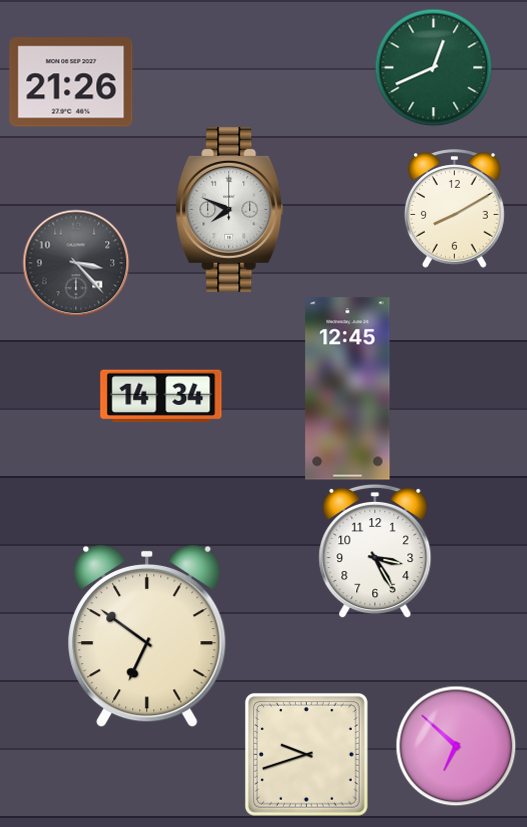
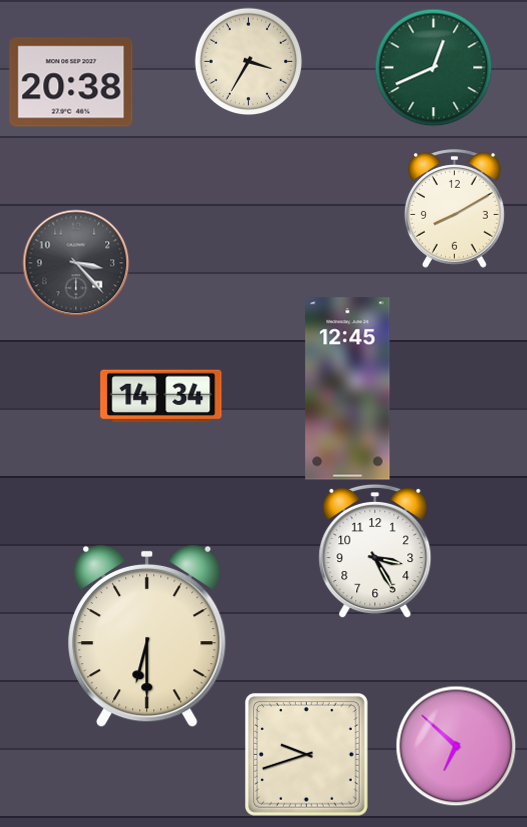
clock at (248, 61): none -> 3:35
clock at (71, 82): 21:26 -> 20:38
clock at (230, 209): 7:49 -> none
clock at (147, 636): 6:51 -> 6:30
